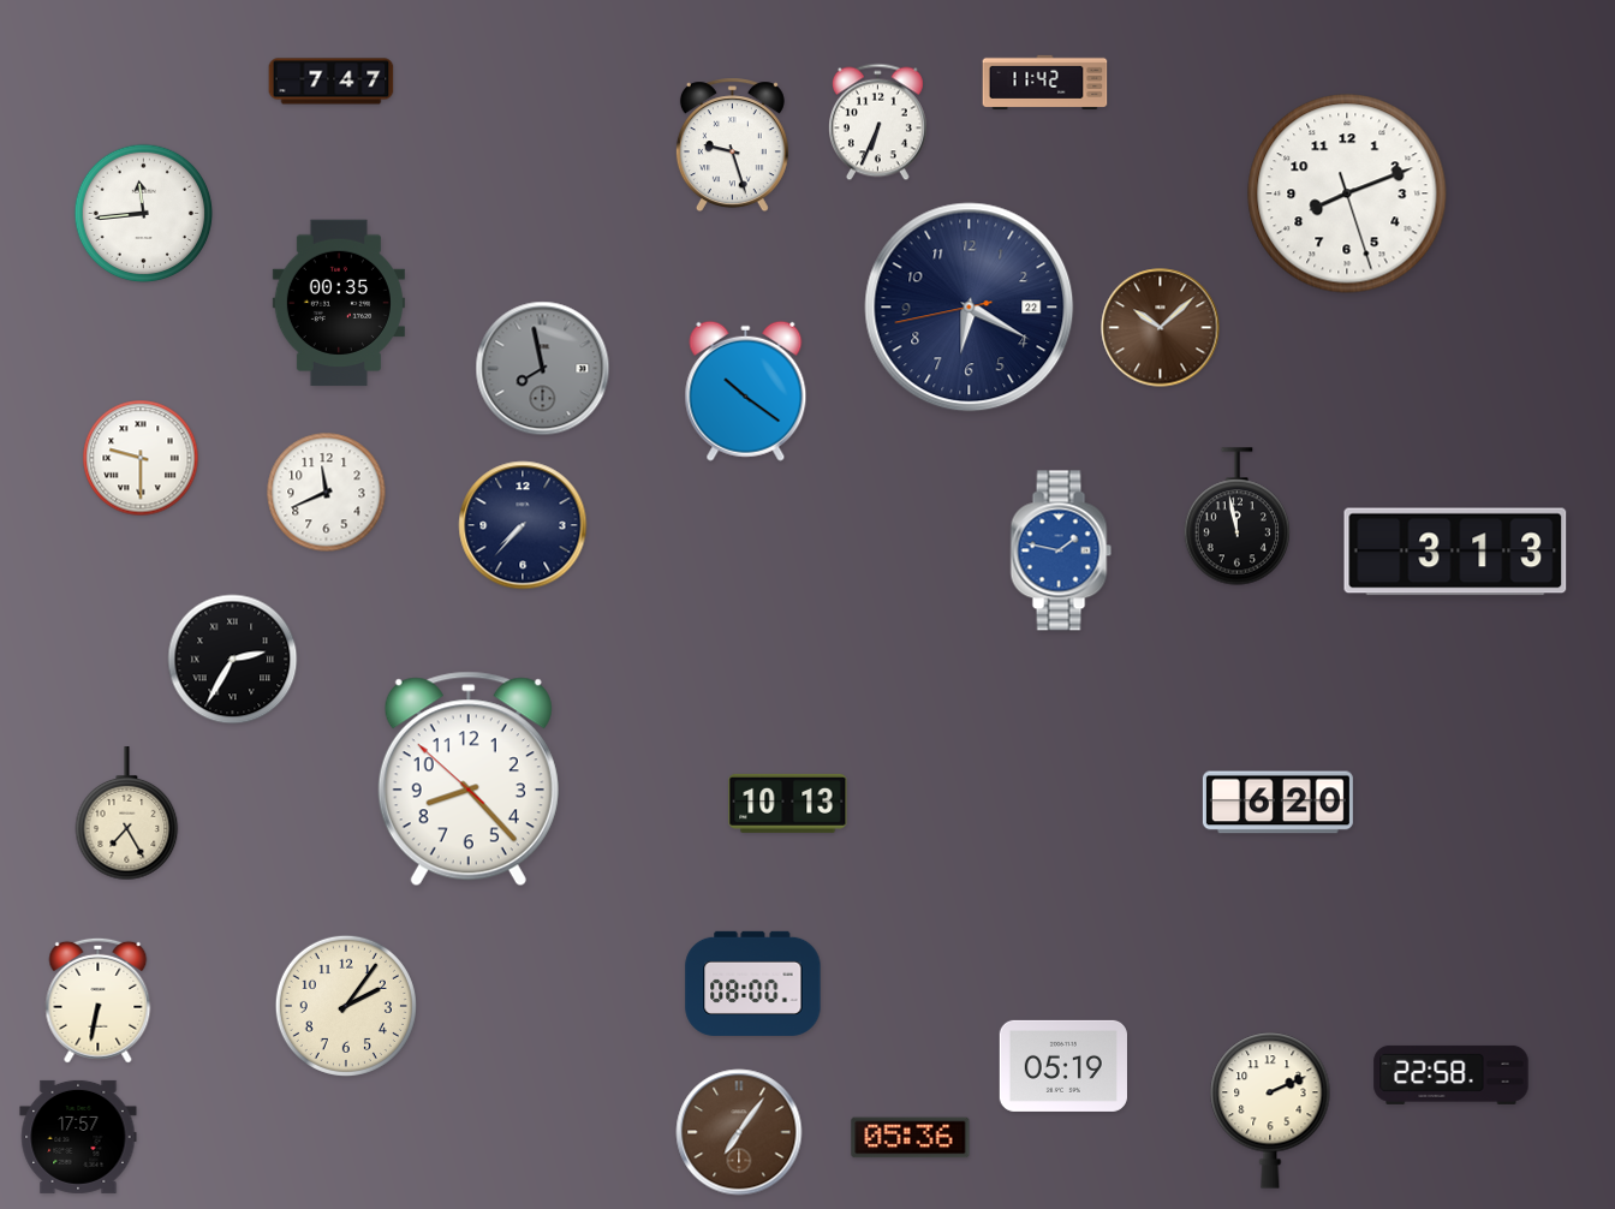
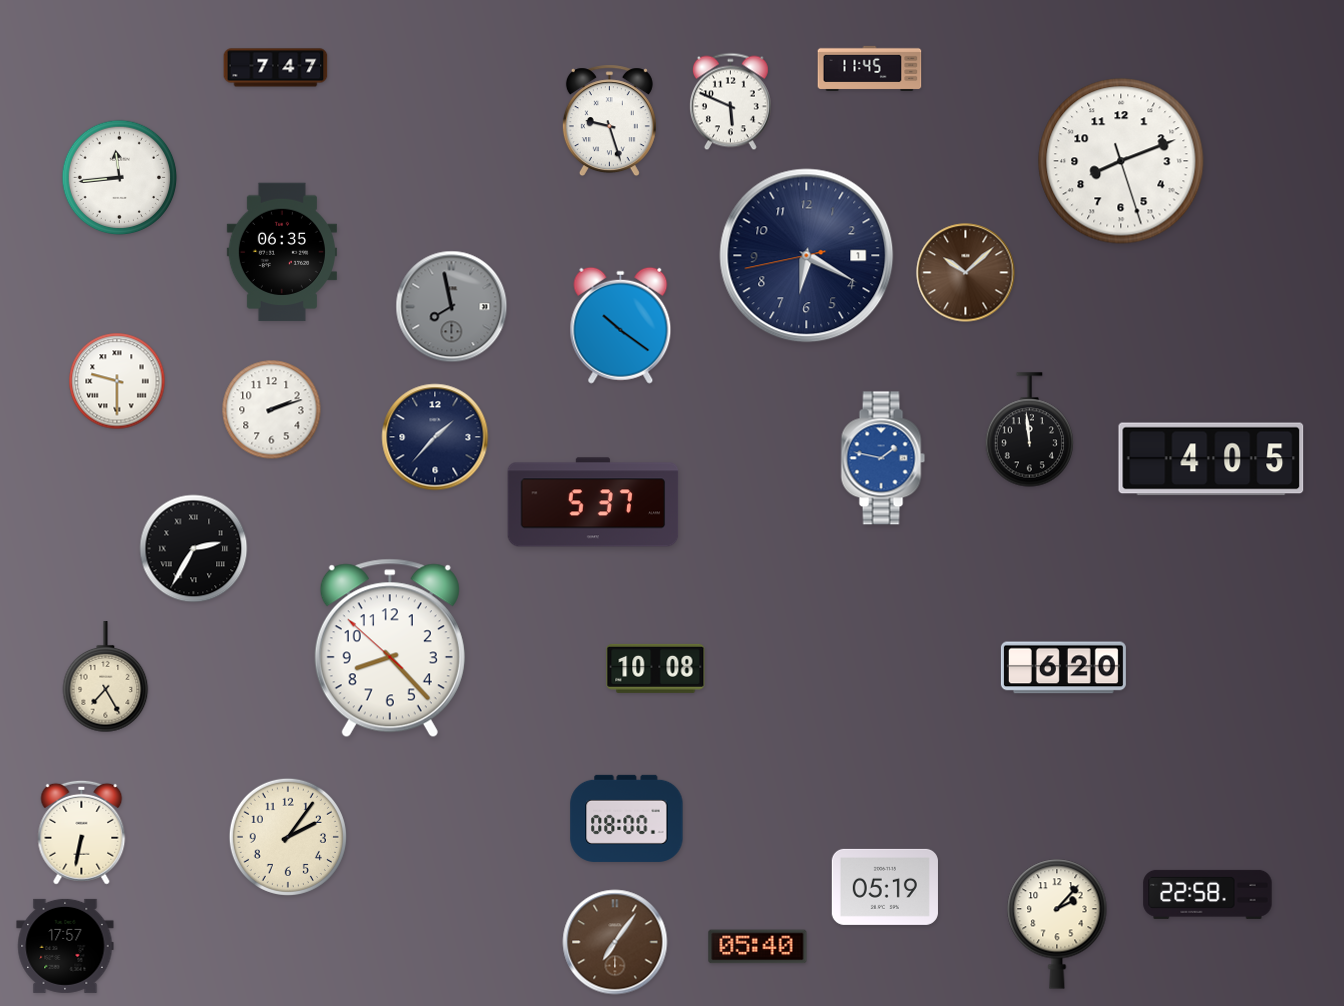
clock at (1045, 83): 11:42 -> 11:45
clock at (877, 123): 6:34 -> 5:49
clock at (339, 303): 00:35 -> 06:35
clock at (970, 308) date: 22 -> 1
clock at (327, 493): 11:41 -> 2:12
clock at (1236, 517): 11:58 -> 11:59
clock at (523, 525): 7:37 -> 1:37
clock at (1455, 552): 3:13 -> 4:05
clock at (593, 502): none -> 5:37
clock at (788, 803): 10:13 -> 10:08
clock at (1270, 1110): 2:11 -> 2:07
clock at (911, 1138): 05:36 -> 05:40
